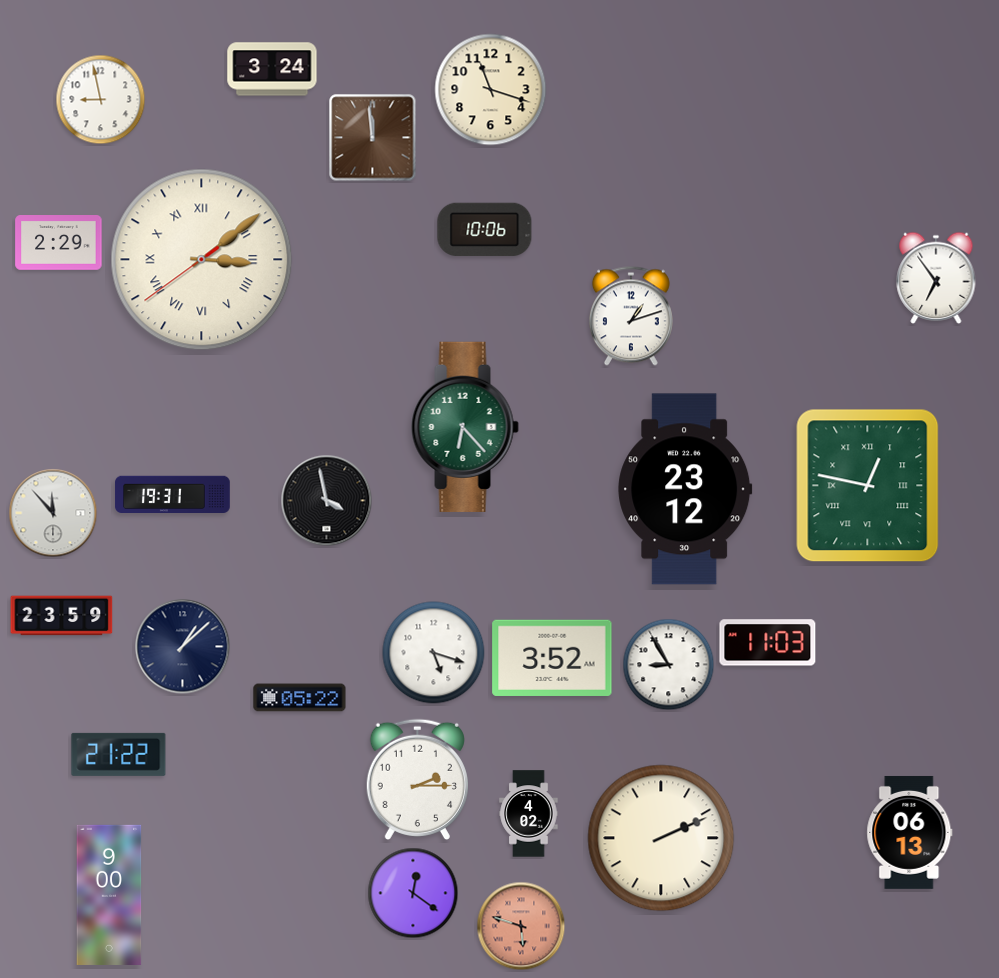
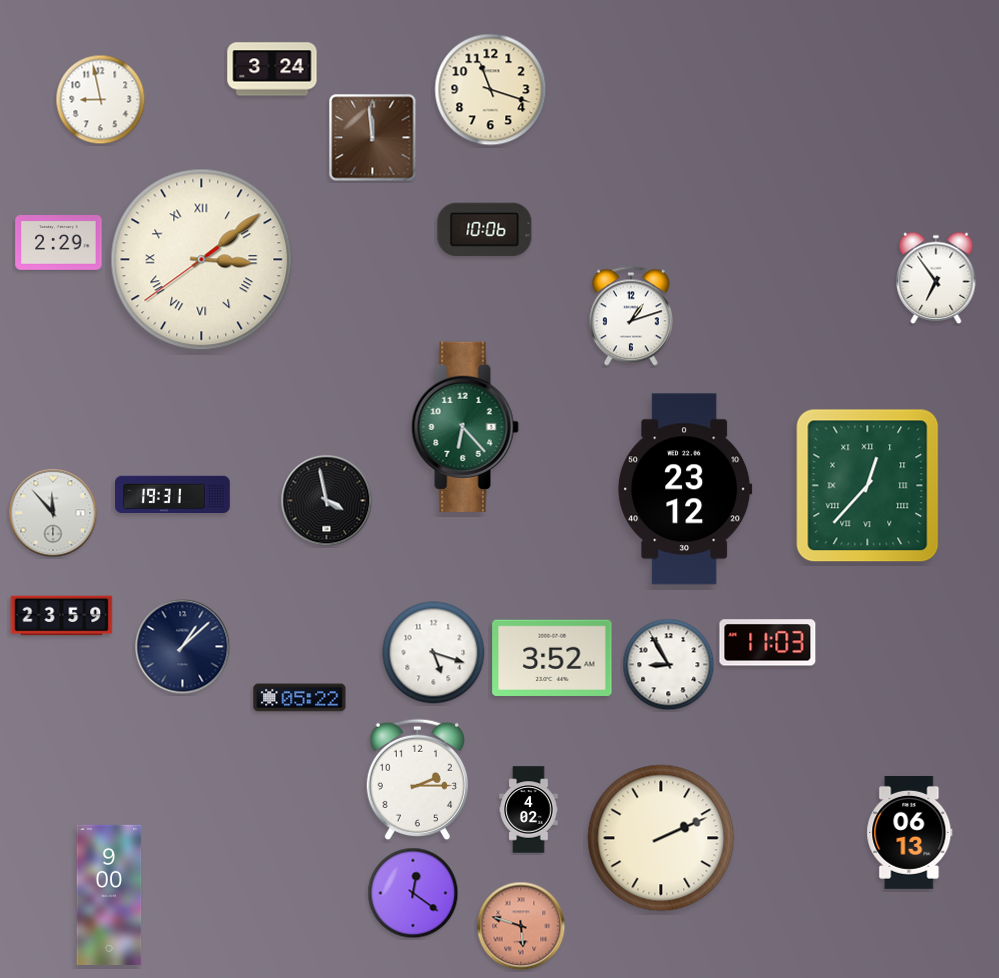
clock at (868, 486): 12:47 -> 12:37
clock at (119, 754): 21:22 -> none
clock at (529, 814) position: (529, 814) -> (529, 810)
